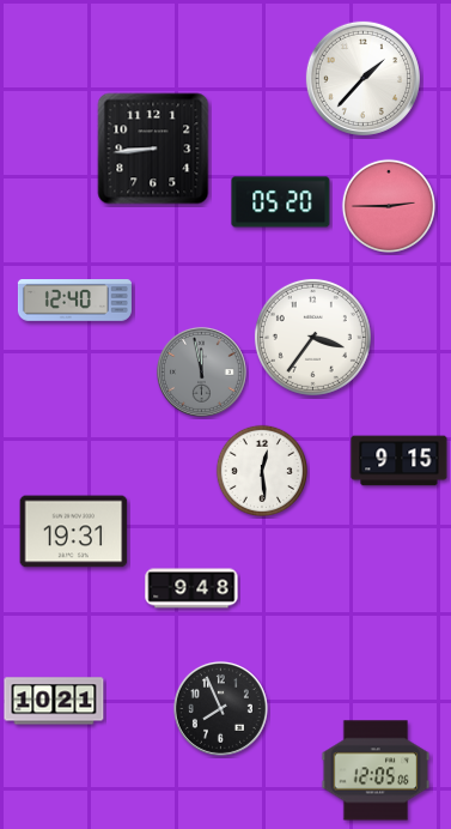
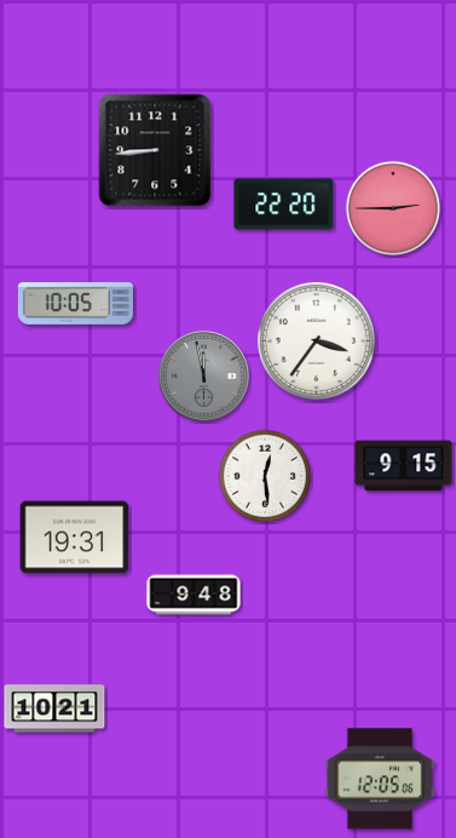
clock at (362, 78): 1:37 -> none
clock at (281, 202): 05:20 -> 22:20
clock at (74, 301): 12:40 -> 10:05
clock at (220, 708): 7:56 -> none
